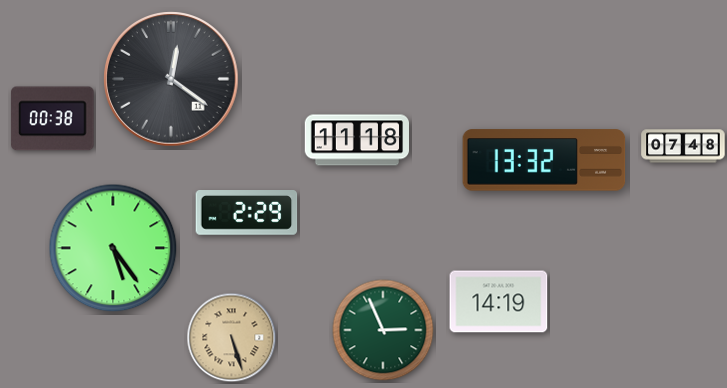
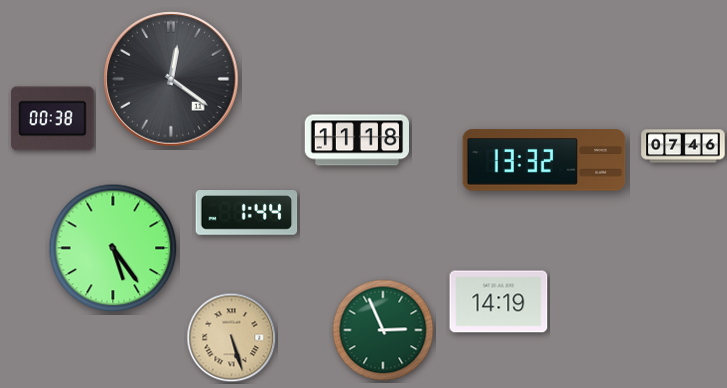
clock at (683, 146): 07:48 -> 07:46
clock at (247, 213): 2:29 -> 1:44
